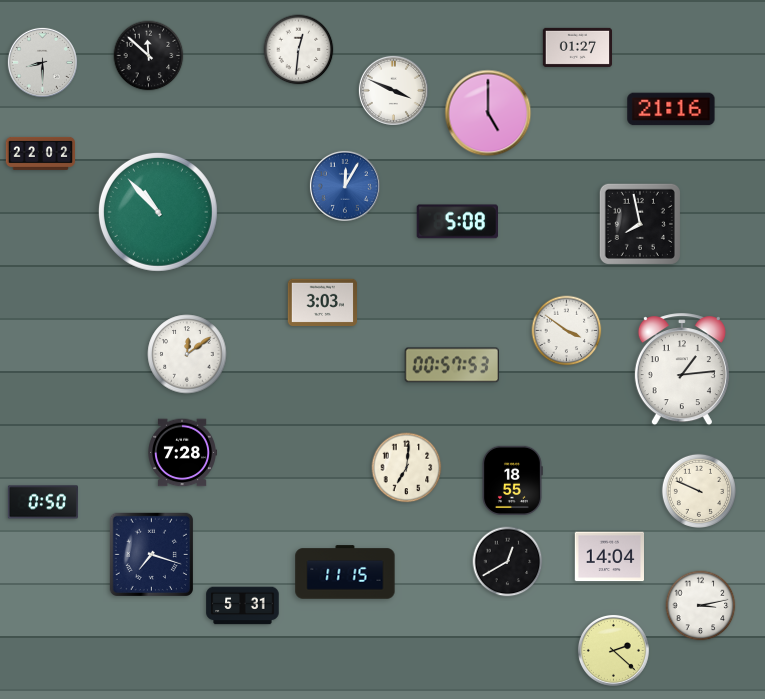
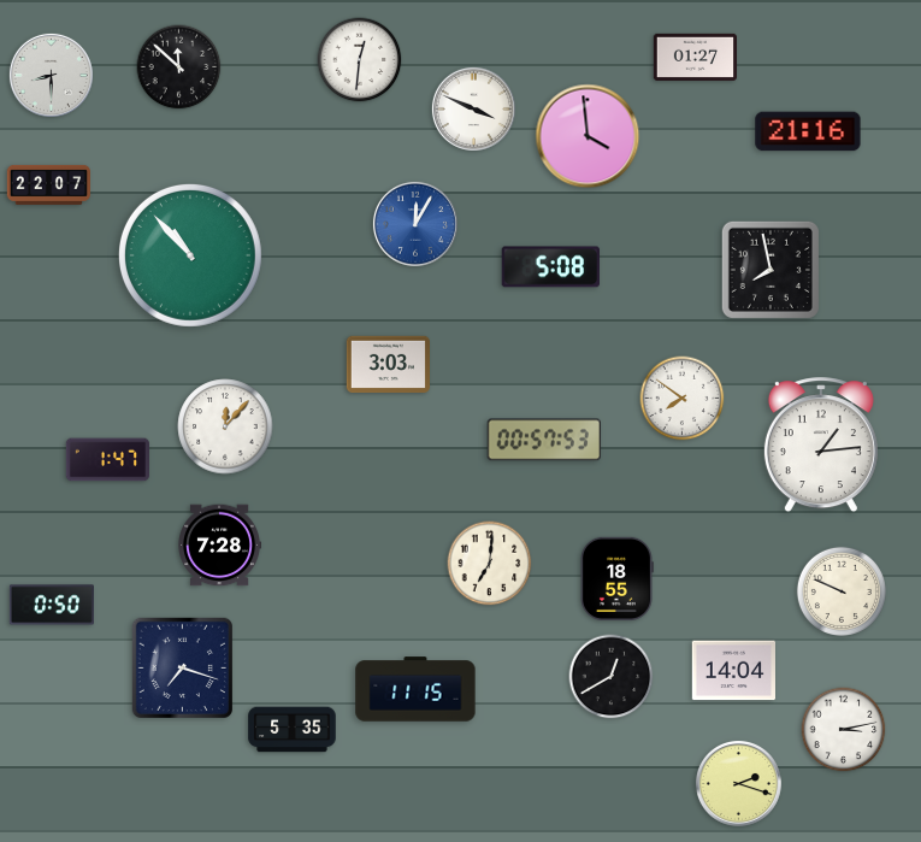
clock at (488, 113): 5:00 -> 3:59
clock at (40, 153): 22:02 -> 22:07
clock at (567, 331): 3:51 -> 7:51
clock at (187, 354): 12:09 -> 12:07
clock at (107, 460): none -> 1:47
clock at (243, 606): 5:31 -> 5:35
clock at (613, 650): 2:22 -> 2:18
